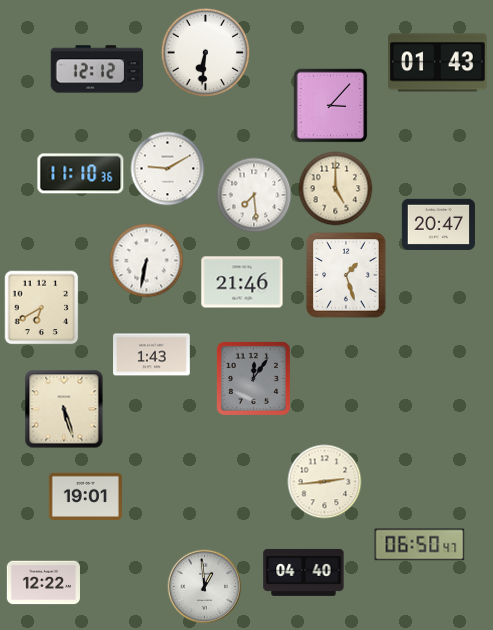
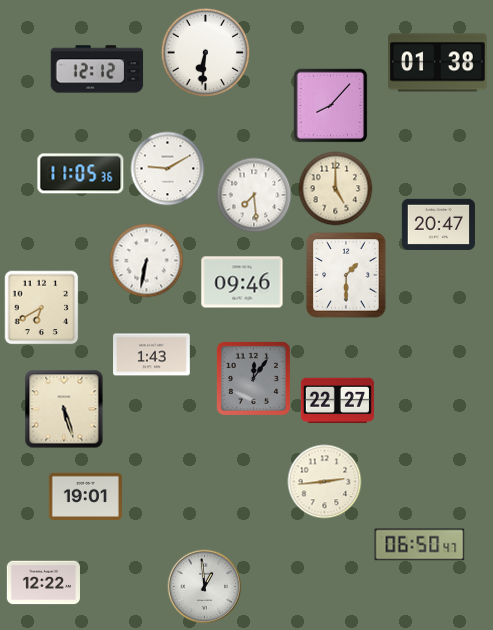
clock at (438, 63): 01:43 -> 01:38
clock at (331, 106): 3:07 -> 8:07
clock at (81, 174): 11:10 -> 11:05
clock at (346, 275): 1:27 -> 1:30
clock at (242, 282): 21:46 -> 09:46
clock at (337, 401): none -> 22:27
clock at (304, 572): 04:40 -> none
